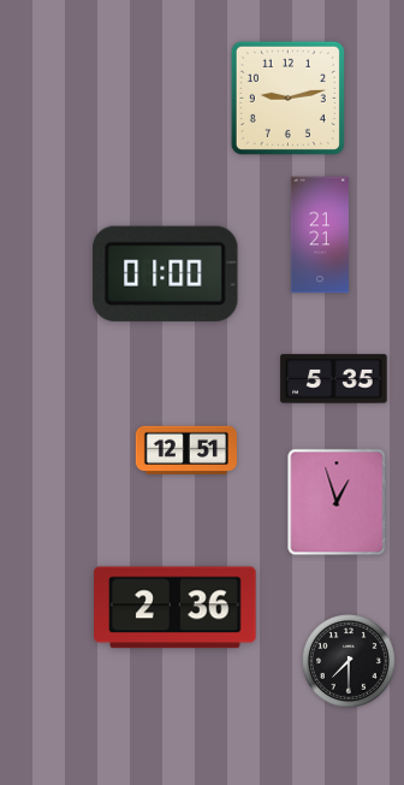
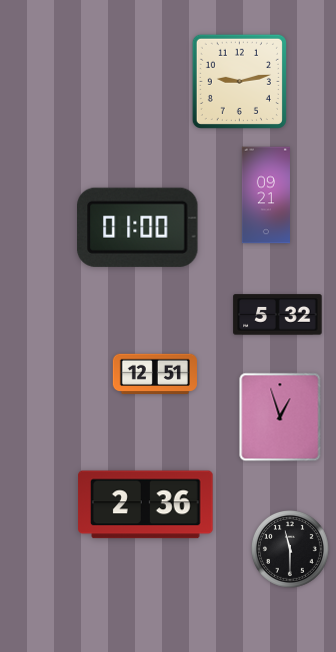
clock at (320, 235): 21:21 -> 09:21
clock at (334, 379): 5:35 -> 5:32
clock at (350, 662): 7:30 -> 11:30
